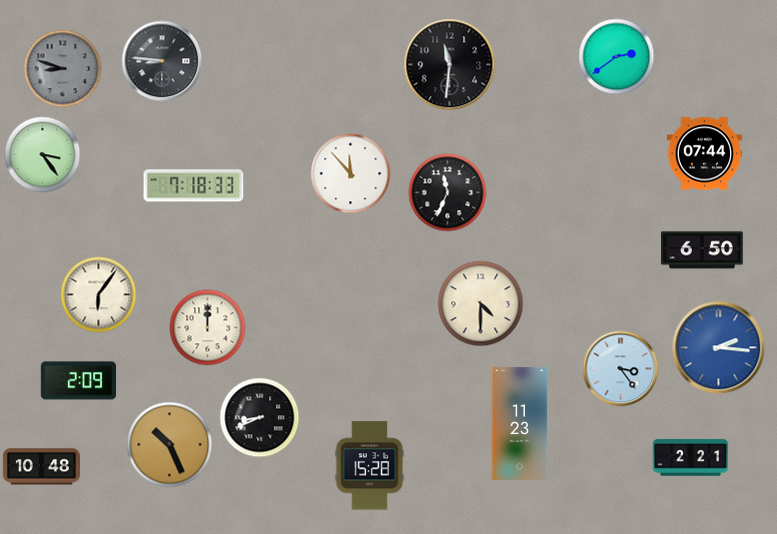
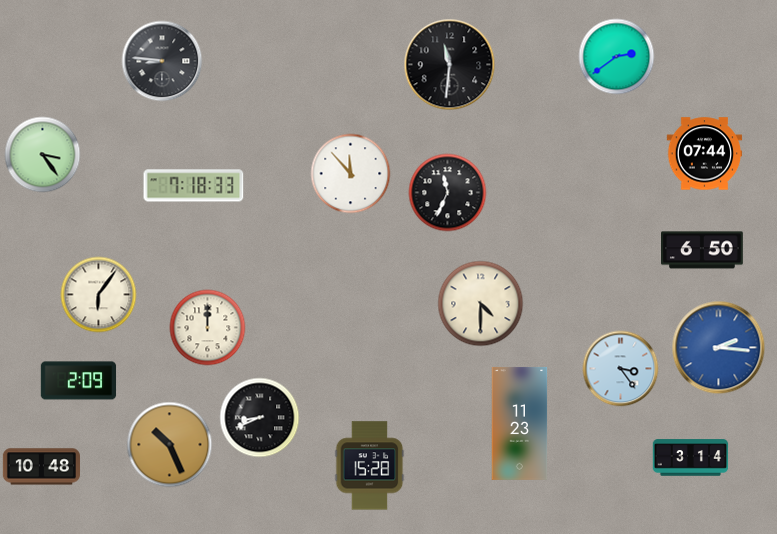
clock at (63, 69): 8:48 -> none
clock at (691, 458): 2:21 -> 3:14
